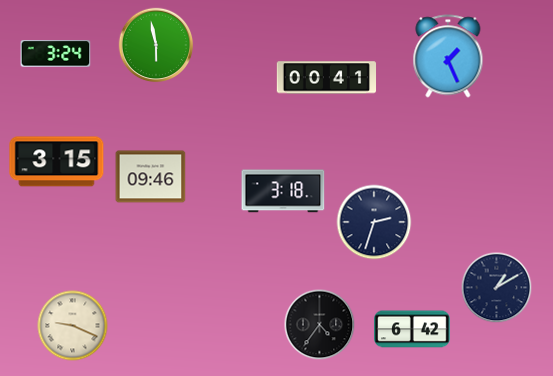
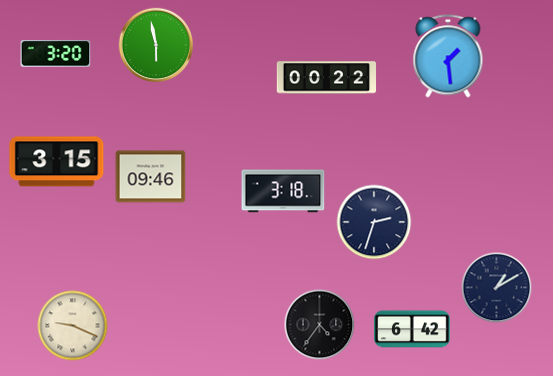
clock at (56, 54): 3:24 -> 3:20
clock at (448, 56): 1:26 -> 1:29
clock at (327, 78): 00:41 -> 00:22
